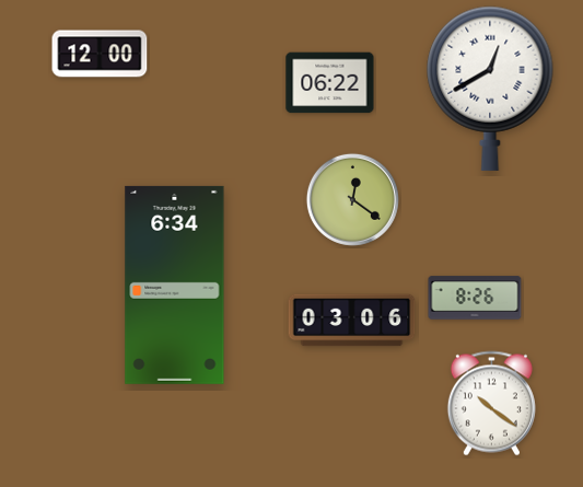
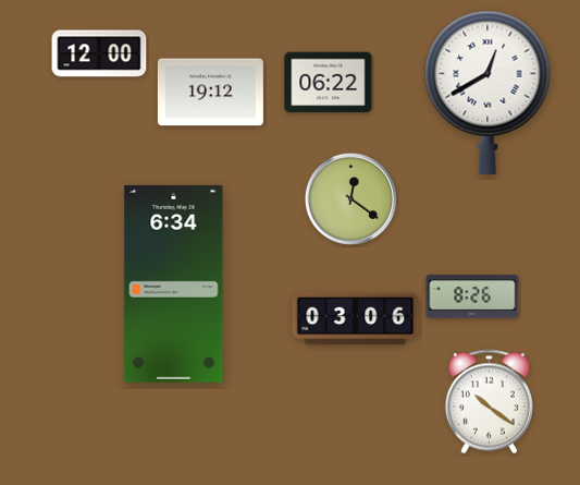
clock at (490, 89) position: (490, 89) -> (488, 93)
clock at (210, 93): none -> 19:12
clock at (352, 321) position: (352, 321) -> (356, 319)
